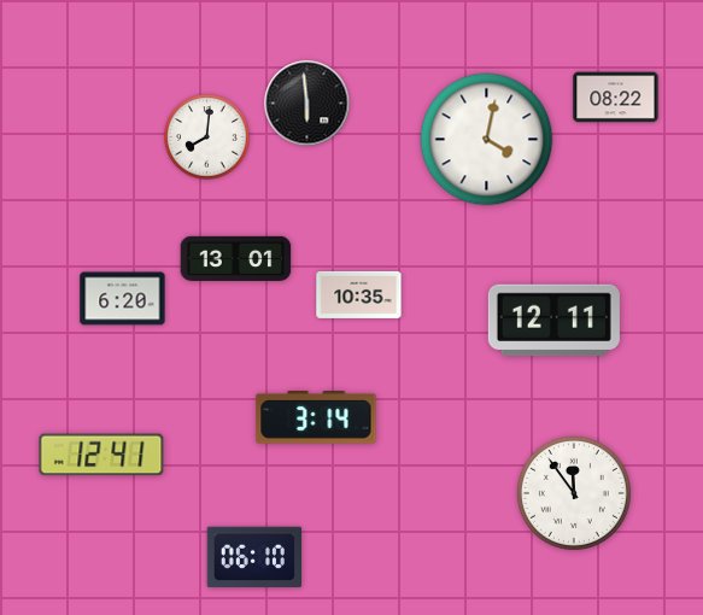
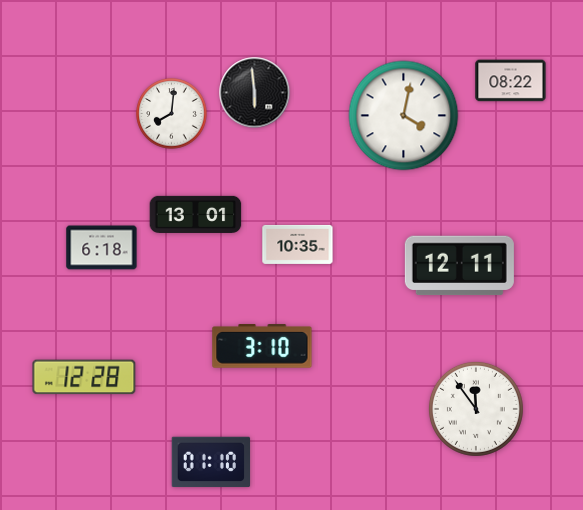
clock at (307, 104) position: (307, 104) -> (255, 93)
clock at (123, 299): 6:20 -> 6:18
clock at (316, 417): 3:14 -> 3:10
clock at (101, 455): 12:41 -> 12:28
clock at (254, 557): 06:10 -> 01:10
